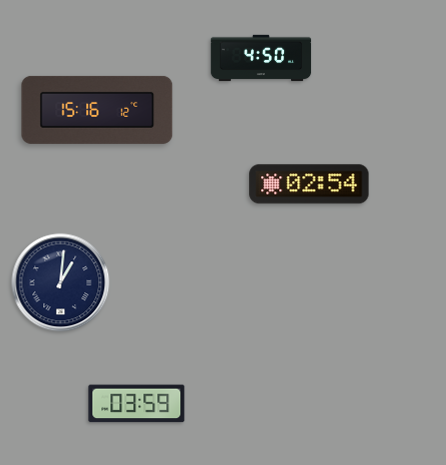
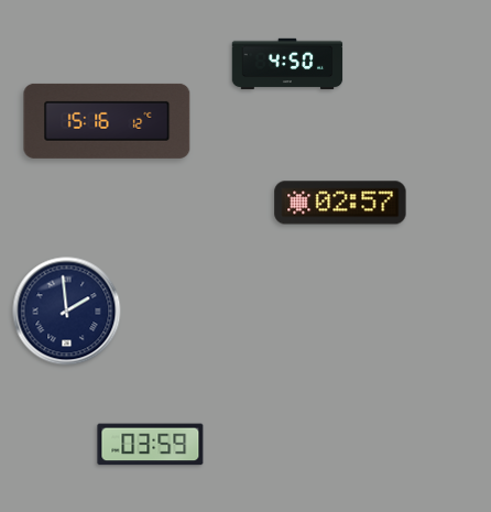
clock at (309, 184): 02:54 -> 02:57
clock at (61, 283): 1:01 -> 1:59
